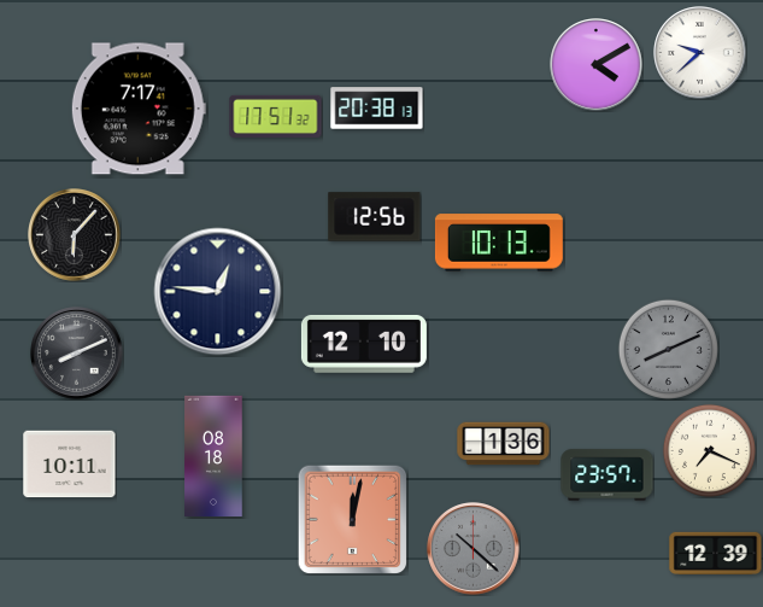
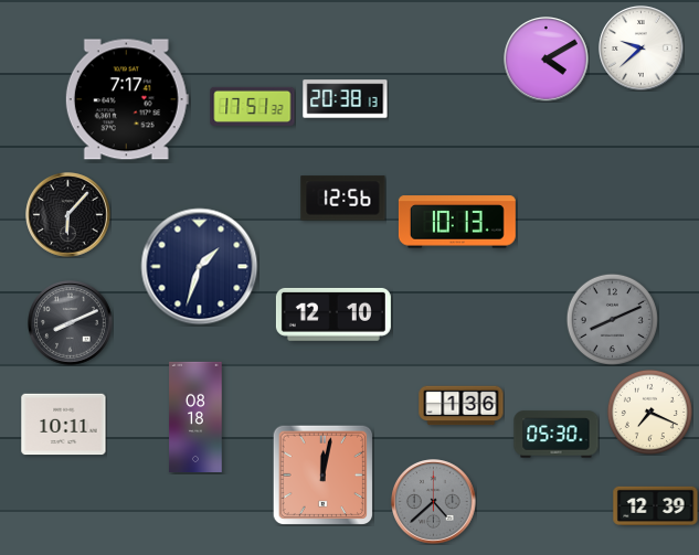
clock at (218, 292): 12:46 -> 1:33
clock at (608, 475): 23:57 -> 05:30
clock at (474, 549): 10:22 -> 4:38
